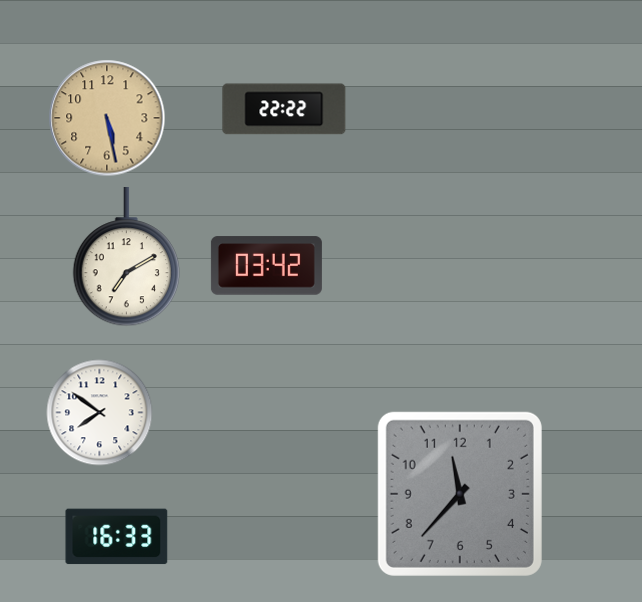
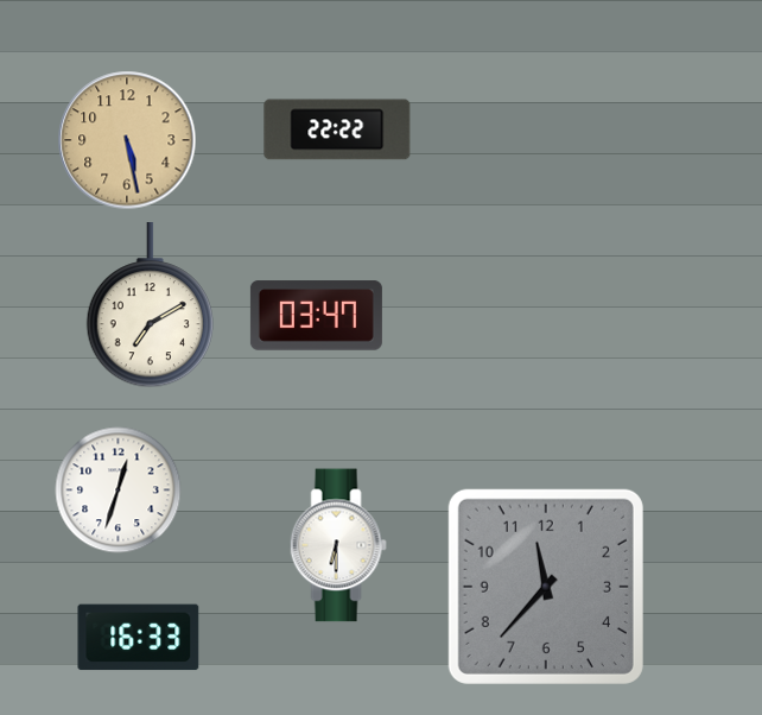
clock at (266, 266): 03:42 -> 03:47
clock at (100, 413): 7:51 -> 12:33
clock at (338, 545): none -> 6:30
